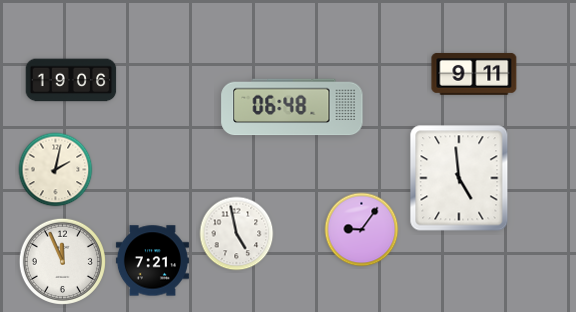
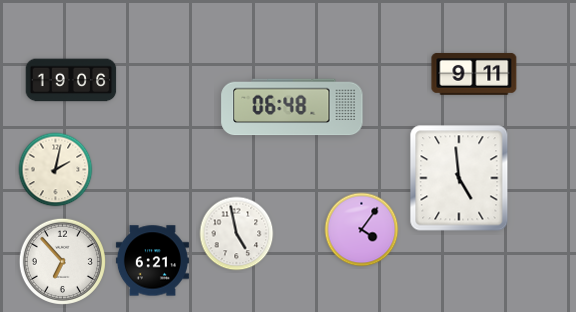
clock at (362, 230): 9:06 -> 4:06
clock at (62, 261): 11:56 -> 6:53
clock at (152, 261): 7:21 -> 6:21
